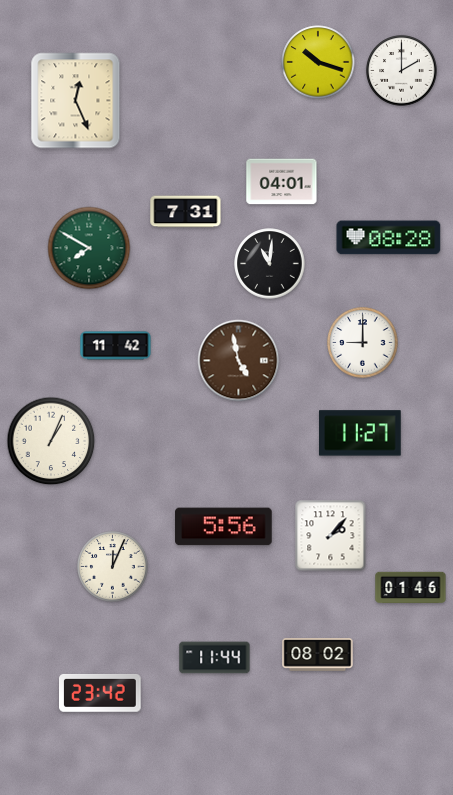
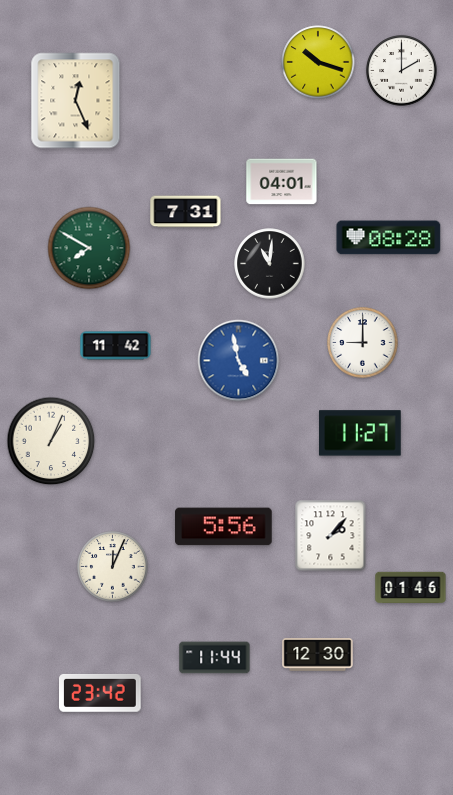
clock at (239, 361) dial: brown -> blue
clock at (318, 655): 08:02 -> 12:30
